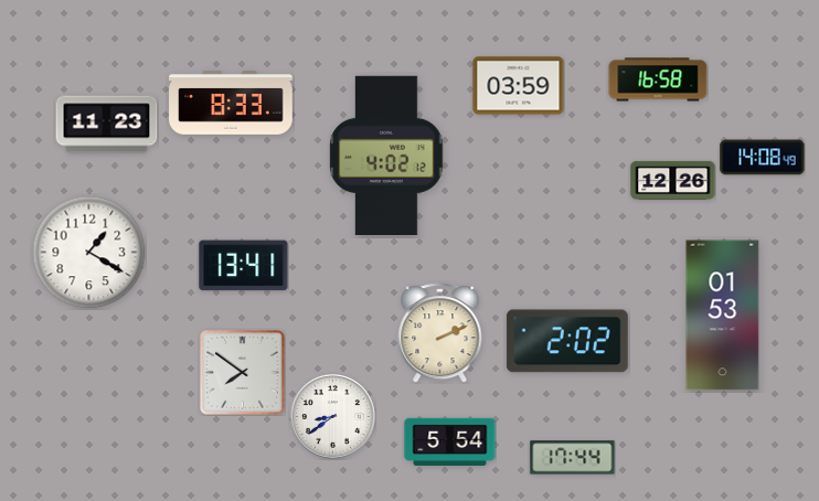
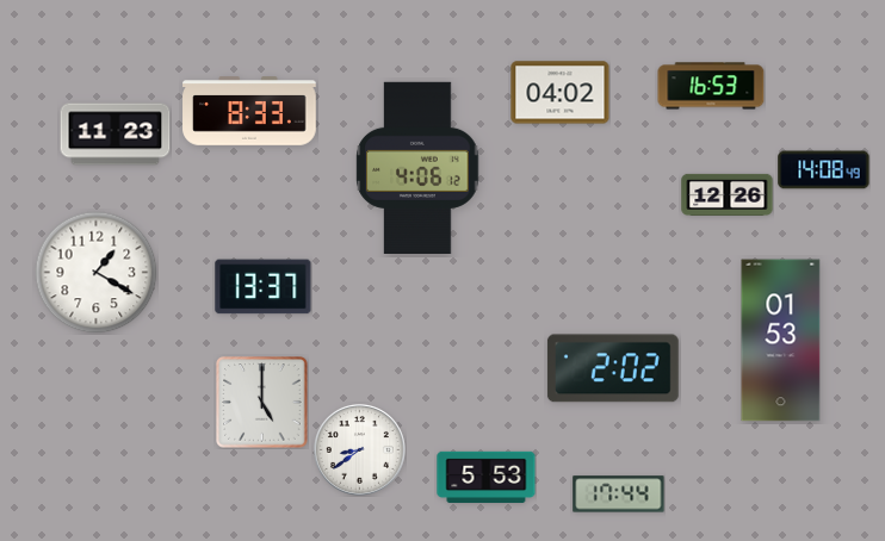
clock at (658, 79): 16:58 -> 16:53
clock at (519, 86): 03:59 -> 04:02
clock at (386, 154): 4:02 -> 4:06
clock at (244, 266): 13:41 -> 13:37
clock at (440, 333): 2:11 -> none
clock at (243, 373): 7:51 -> 5:00
clock at (450, 441): 5:54 -> 5:53
